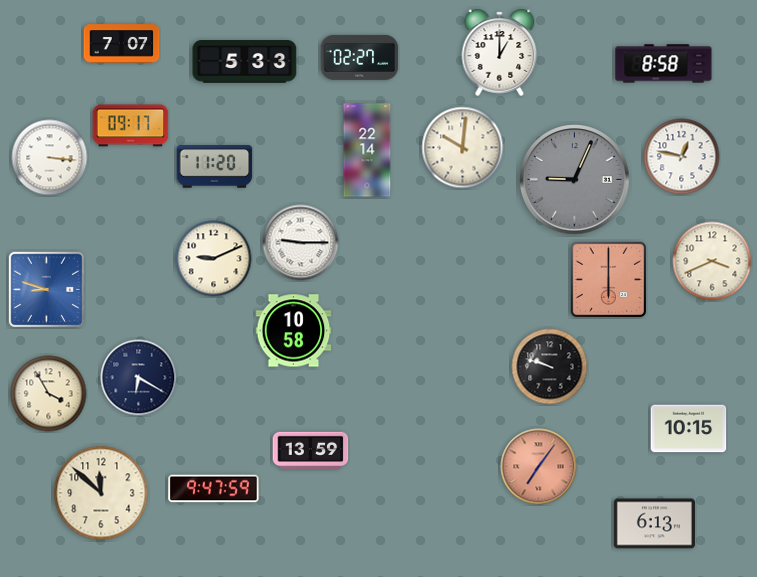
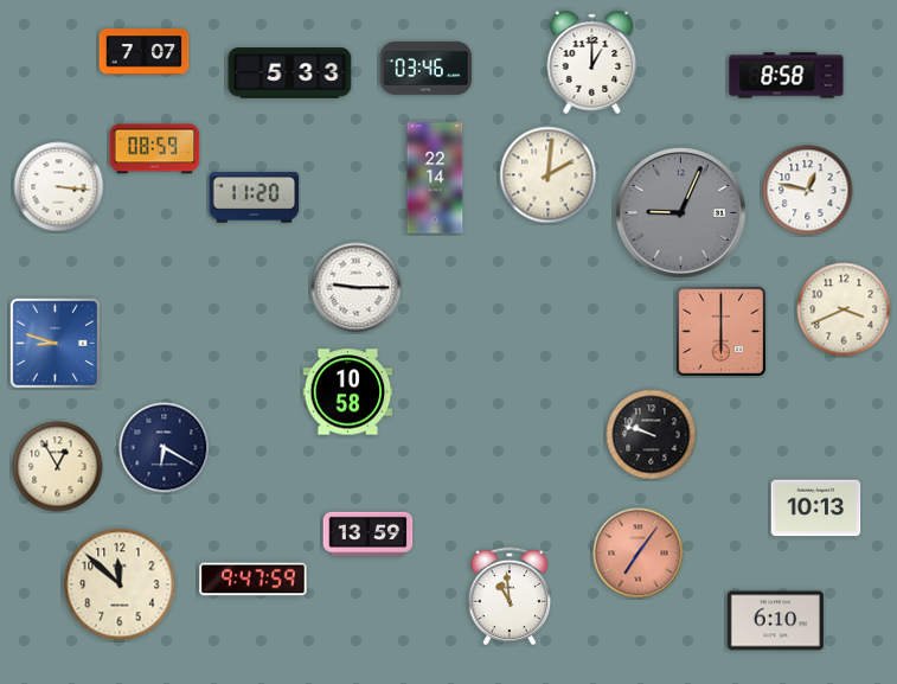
clock at (360, 57): 02:27 -> 03:46
clock at (131, 126): 09:17 -> 08:59
clock at (463, 148): 10:01 -> 2:01
clock at (682, 157) position: (682, 157) -> (808, 191)
clock at (214, 259): 9:11 -> none
clock at (49, 394): 3:55 -> 12:55
clock at (689, 429): 10:15 -> 10:13
clock at (510, 596): none -> 10:59
clock at (654, 524): 6:13 -> 6:10
